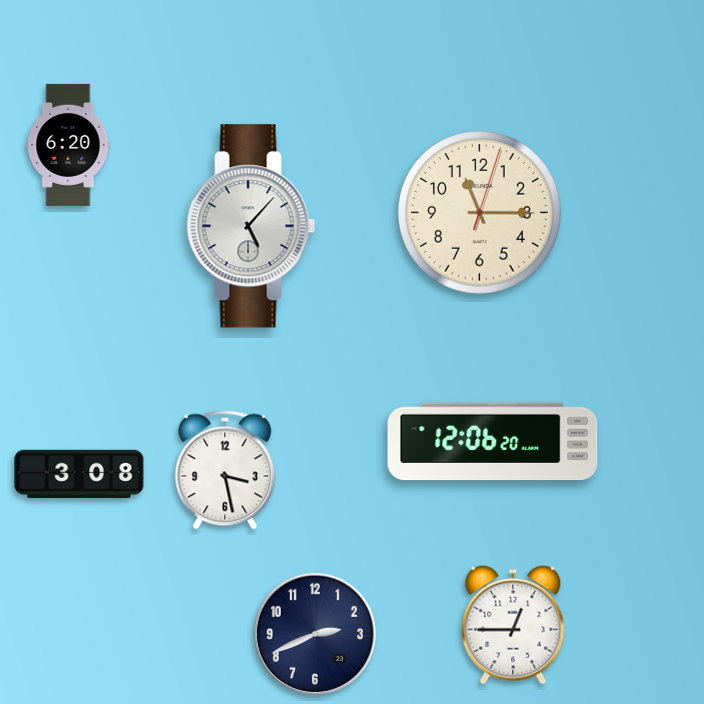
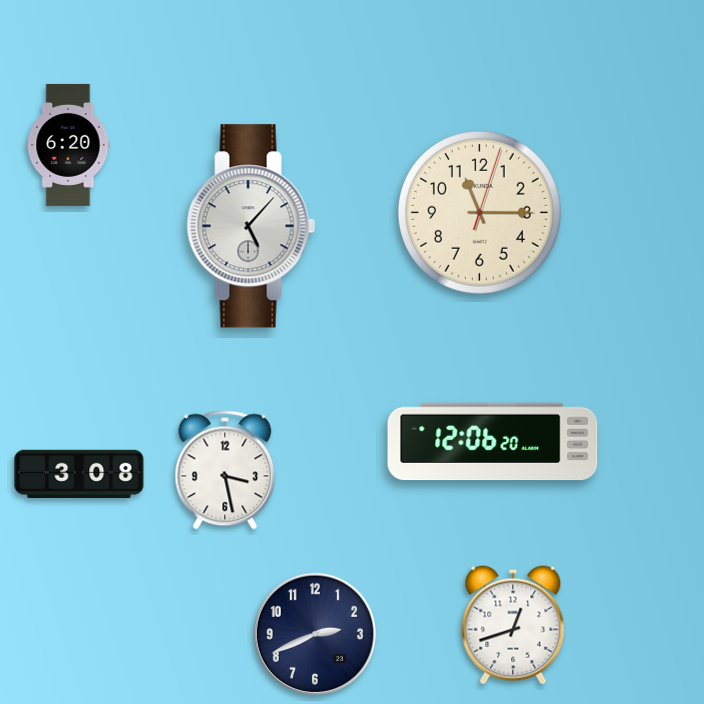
clock at (513, 625): 12:45 -> 12:42
